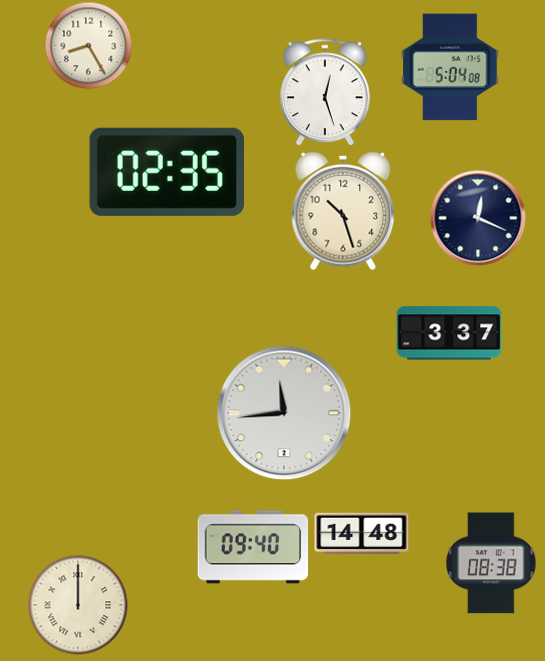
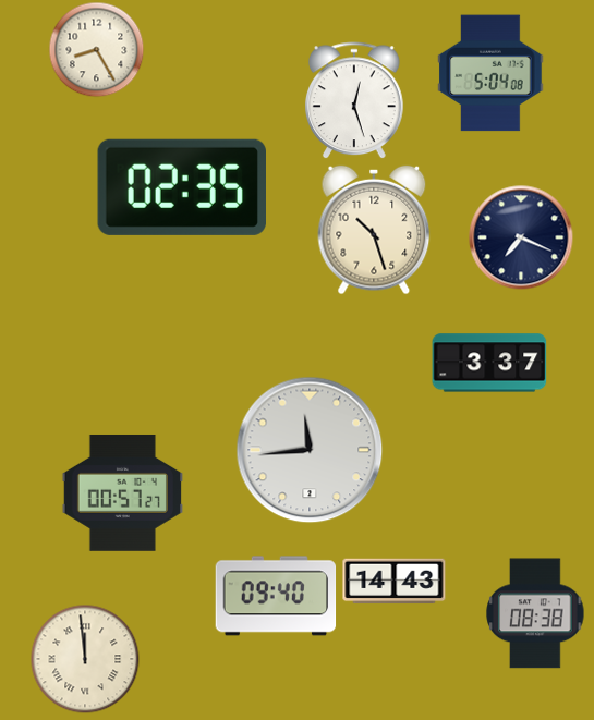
clock at (478, 218): 12:19 -> 7:19
clock at (123, 492): none -> 00:57
clock at (362, 534): 14:48 -> 14:43
clock at (78, 605): 12:00 -> 11:59
